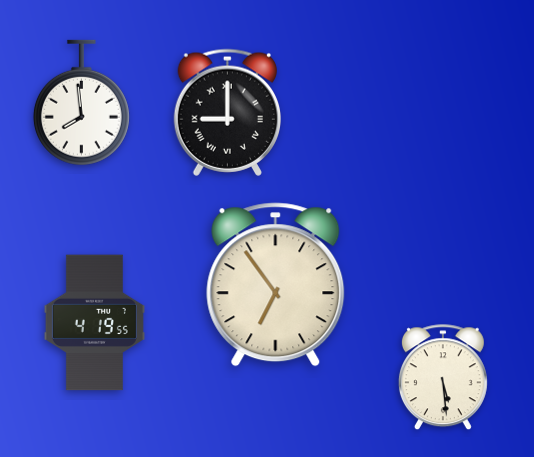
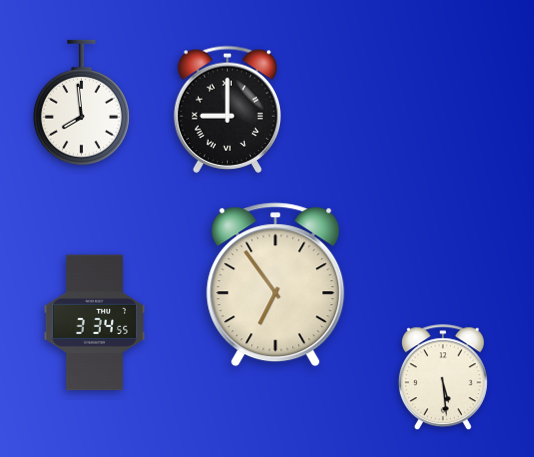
clock at (227, 112) position: (227, 112) -> (227, 109)
clock at (94, 323): 4:19 -> 3:34
